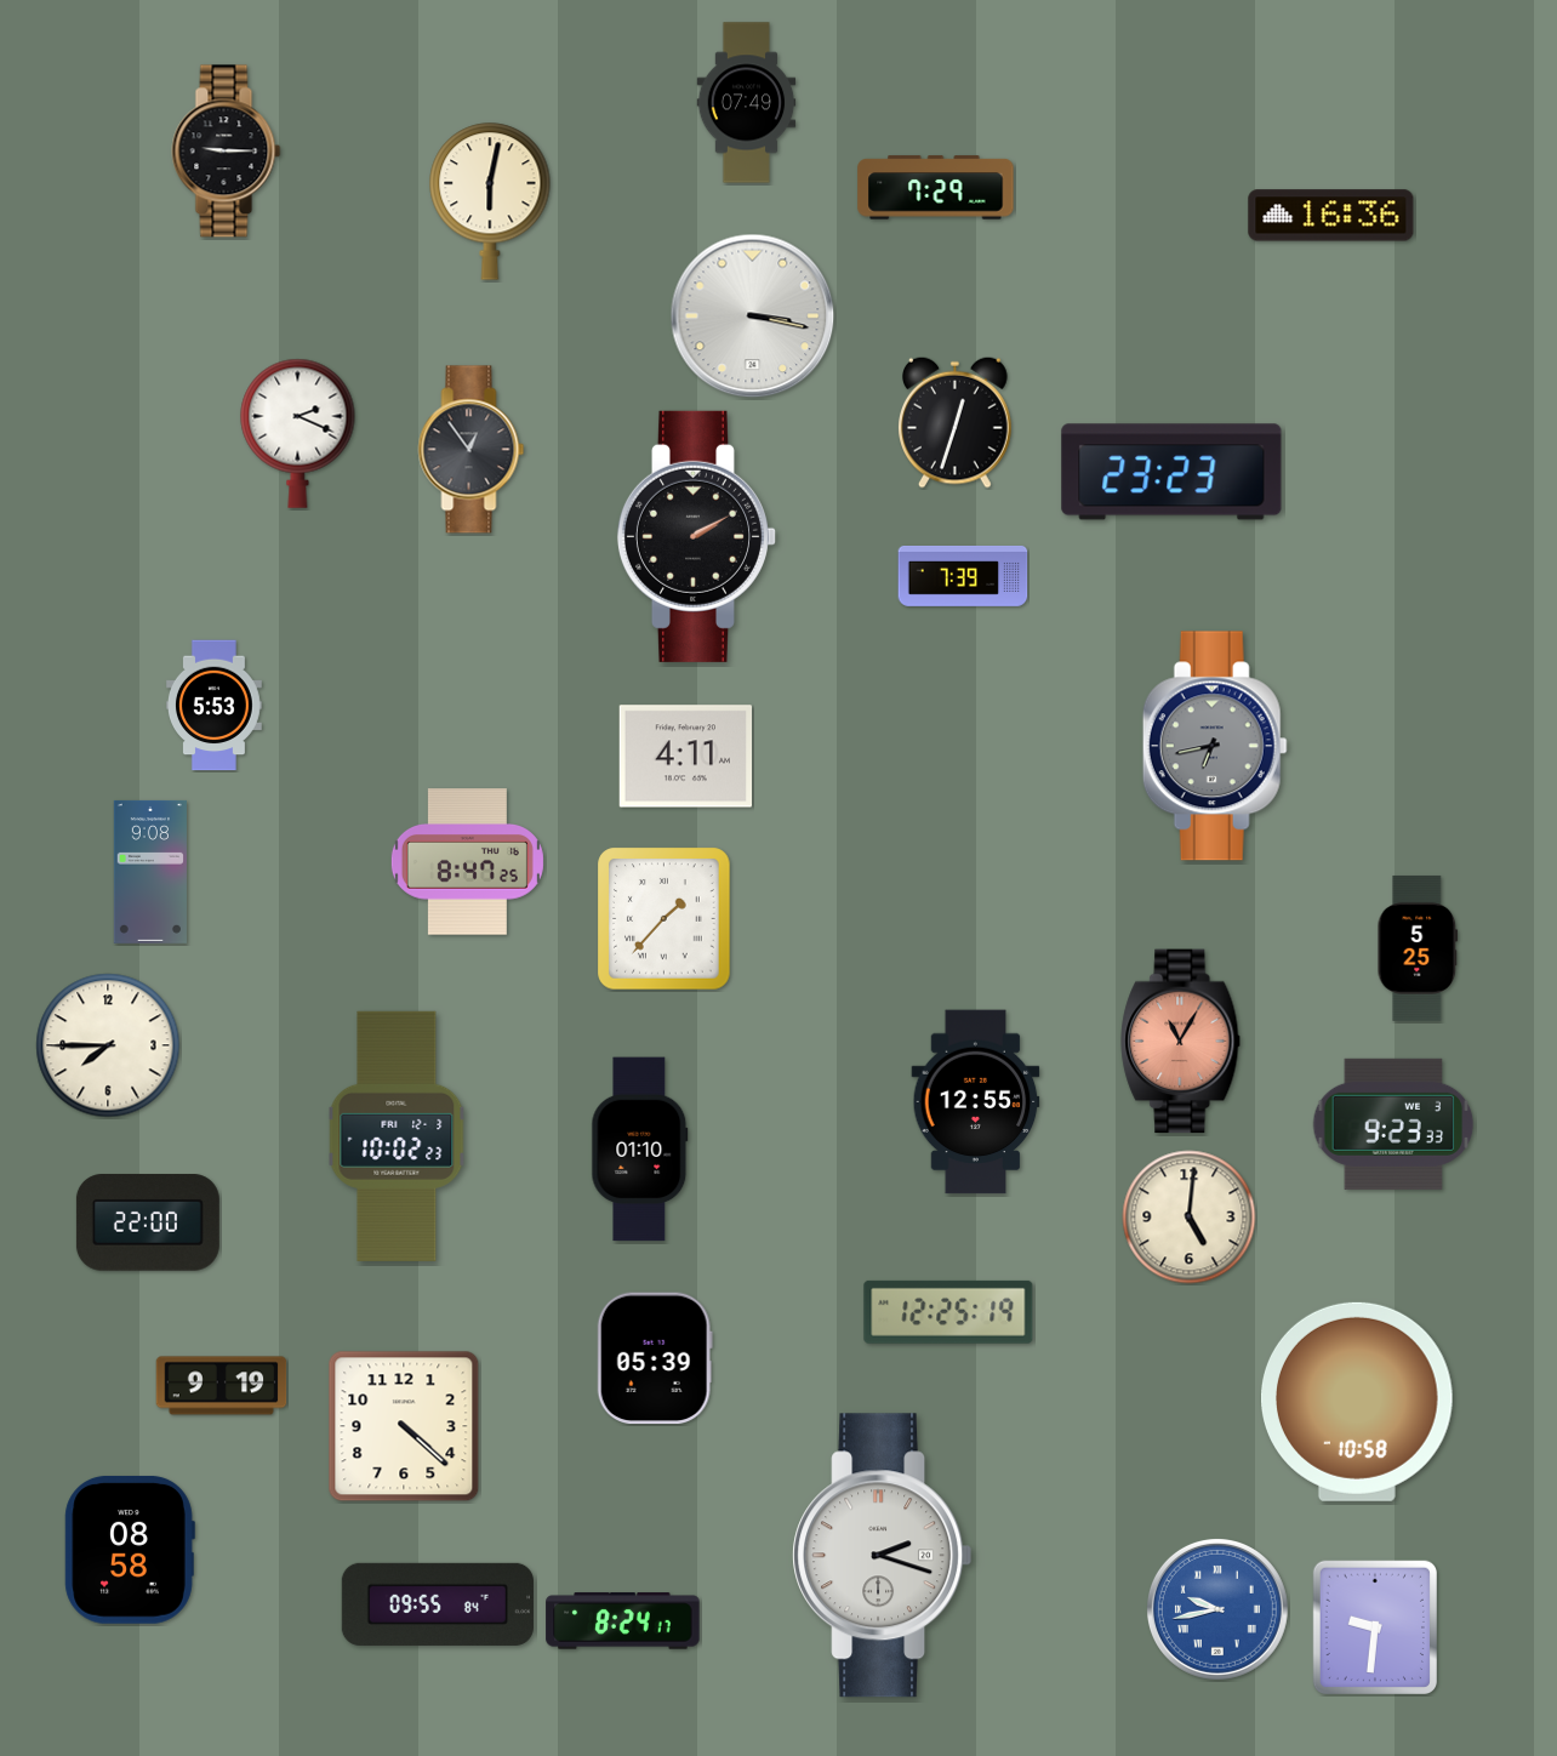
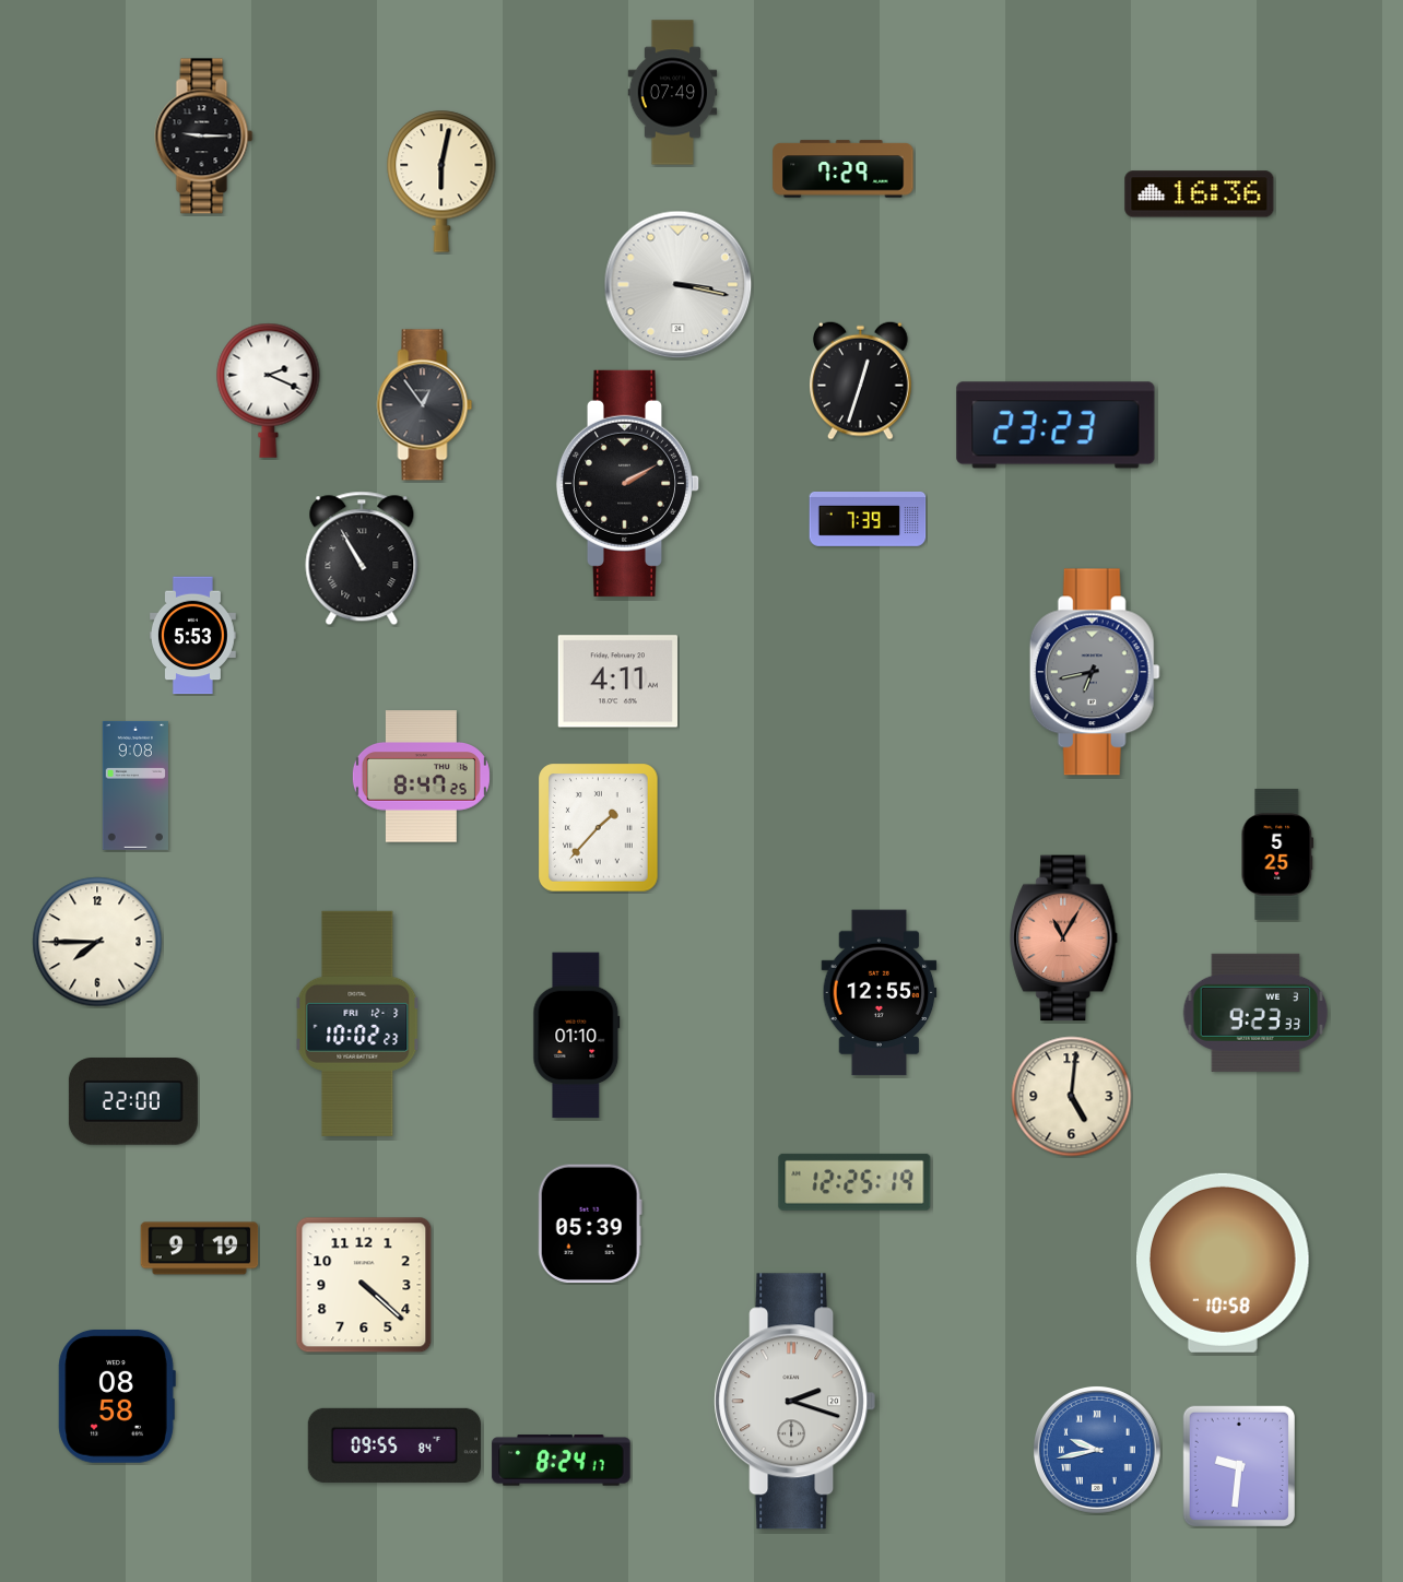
clock at (362, 558): none -> 10:55
